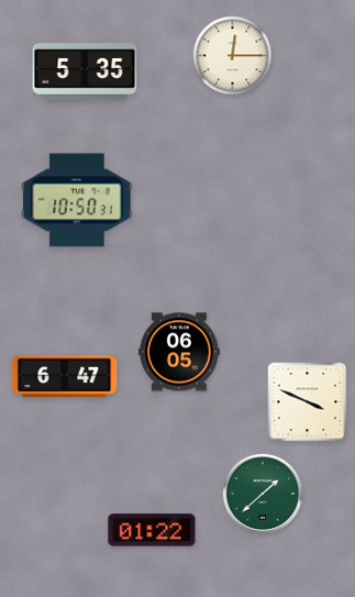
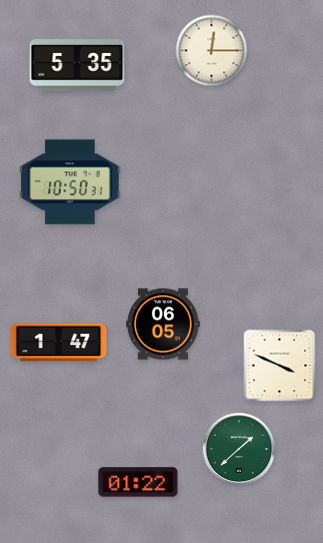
clock at (179, 352) position: (179, 352) -> (163, 324)
clock at (65, 377): 6:47 -> 1:47
